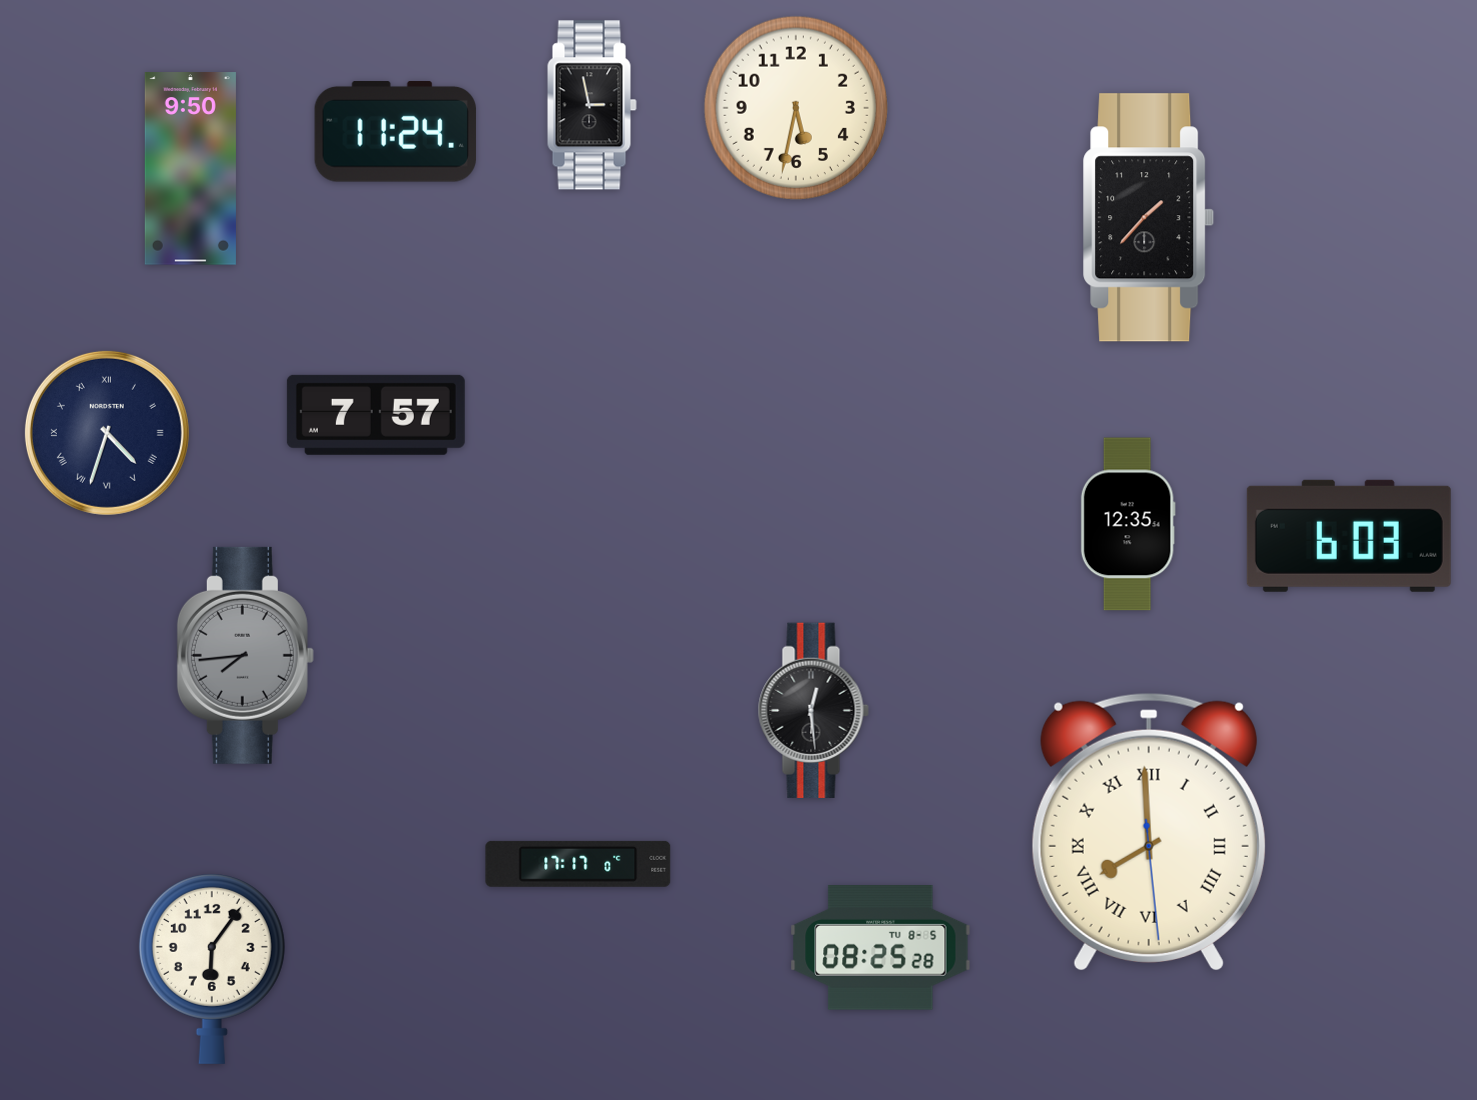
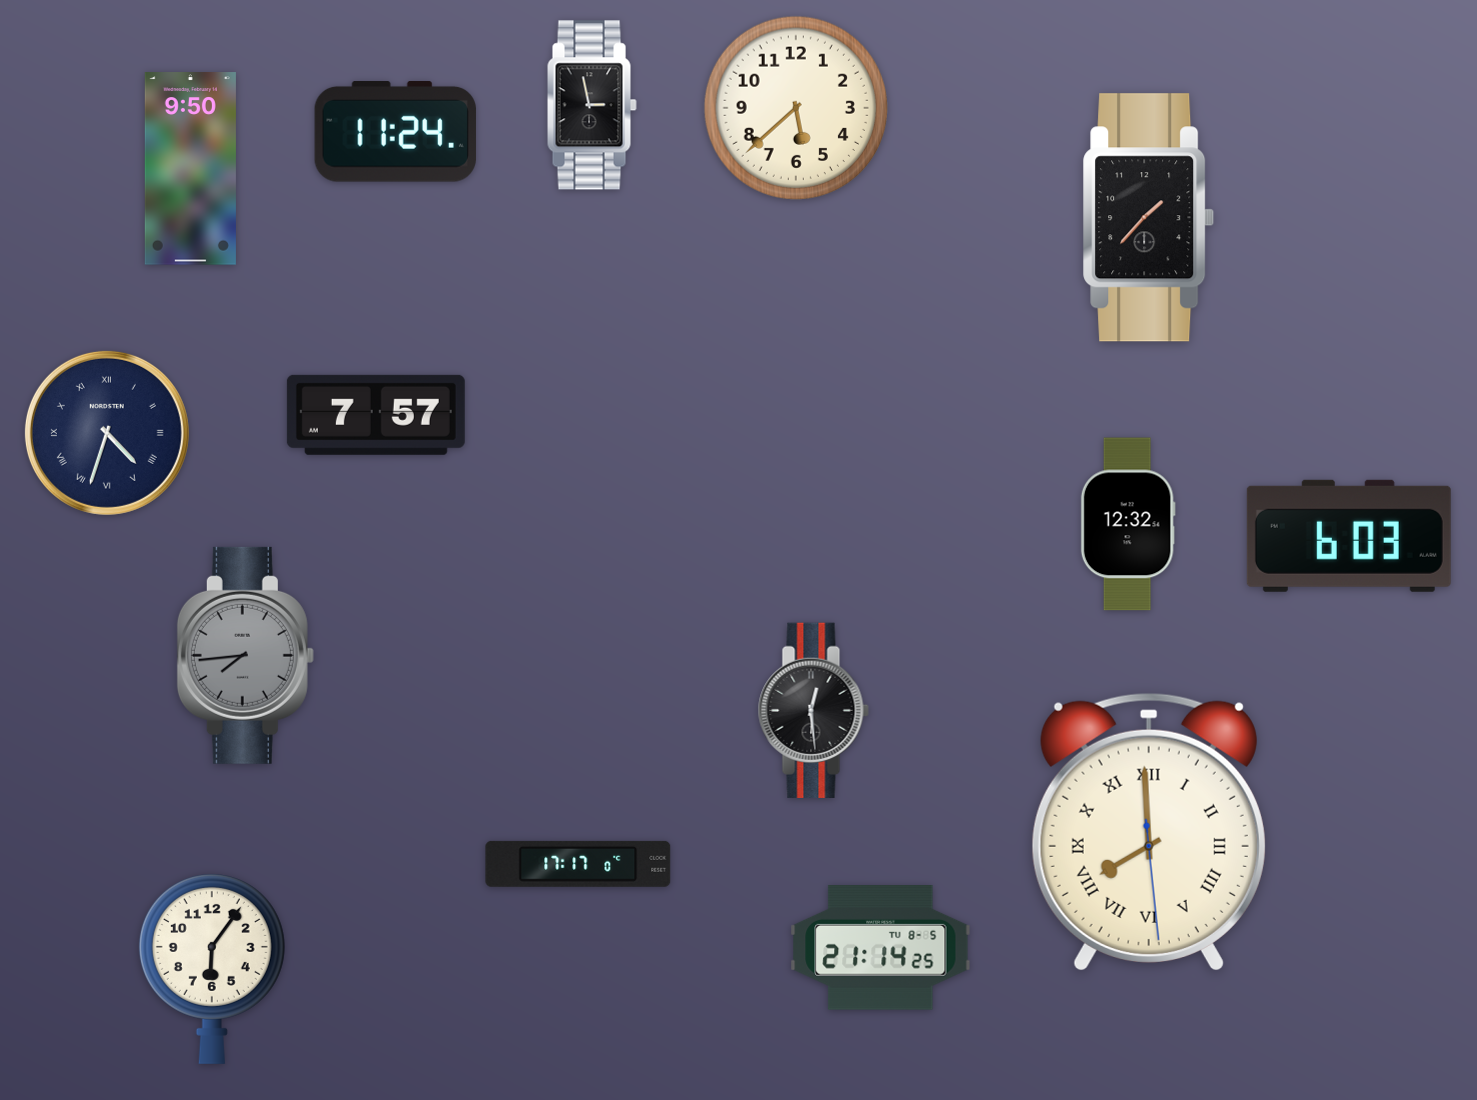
clock at (796, 108): 5:32 -> 5:38
clock at (1128, 524): 12:35 -> 12:32
clock at (881, 948): 08:25 -> 21:14
